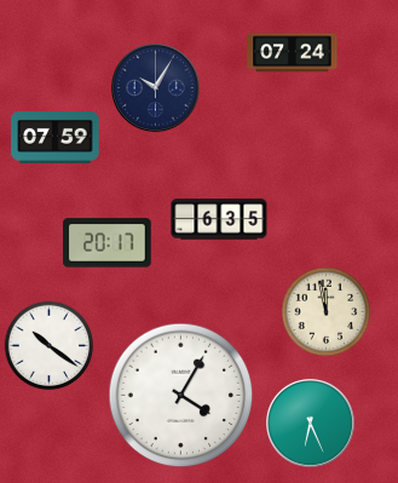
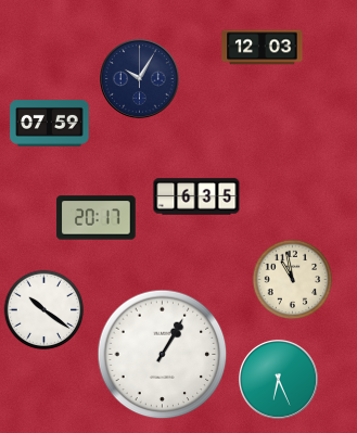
clock at (293, 53): 07:24 -> 12:03
clock at (327, 312): 11:58 -> 10:58
clock at (181, 396): 4:05 -> 1:05
